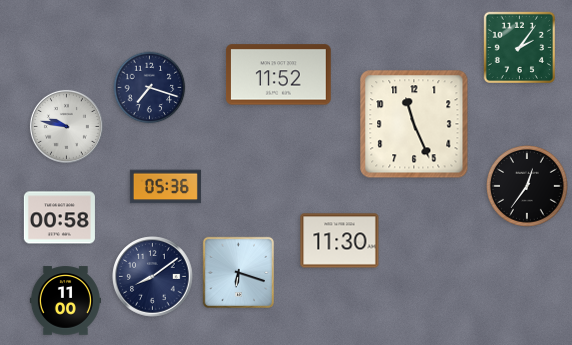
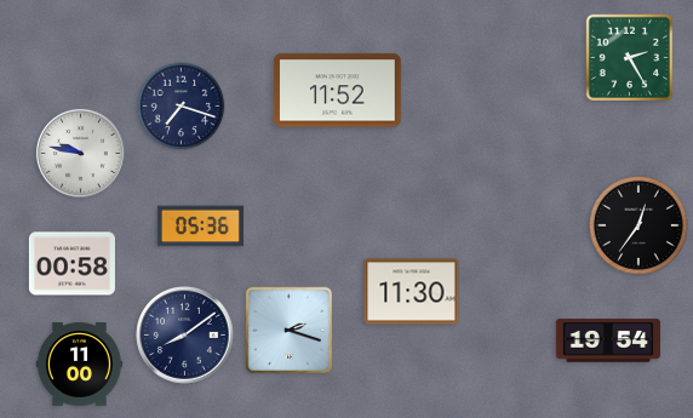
clock at (519, 47): 2:06 -> 2:25
clock at (414, 124): 11:26 -> none
clock at (238, 272): 6:18 -> 2:18
clock at (608, 340): none -> 19:54
